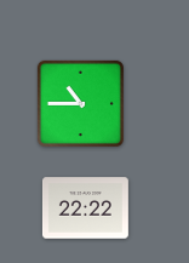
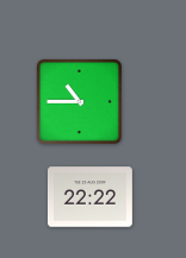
clock at (85, 208) position: (85, 208) -> (89, 197)
